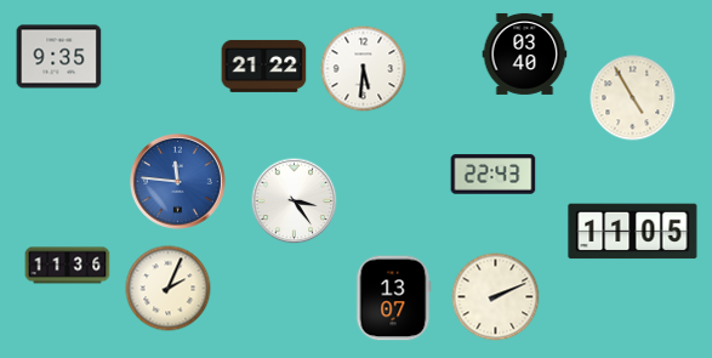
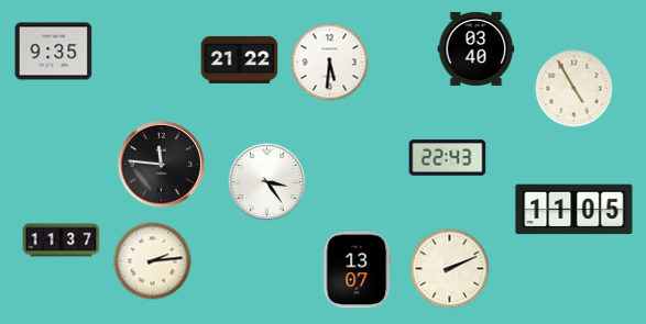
clock at (177, 181) dial: blue -> black
clock at (68, 266): 11:36 -> 11:37
clock at (169, 289): 2:04 -> 2:14
